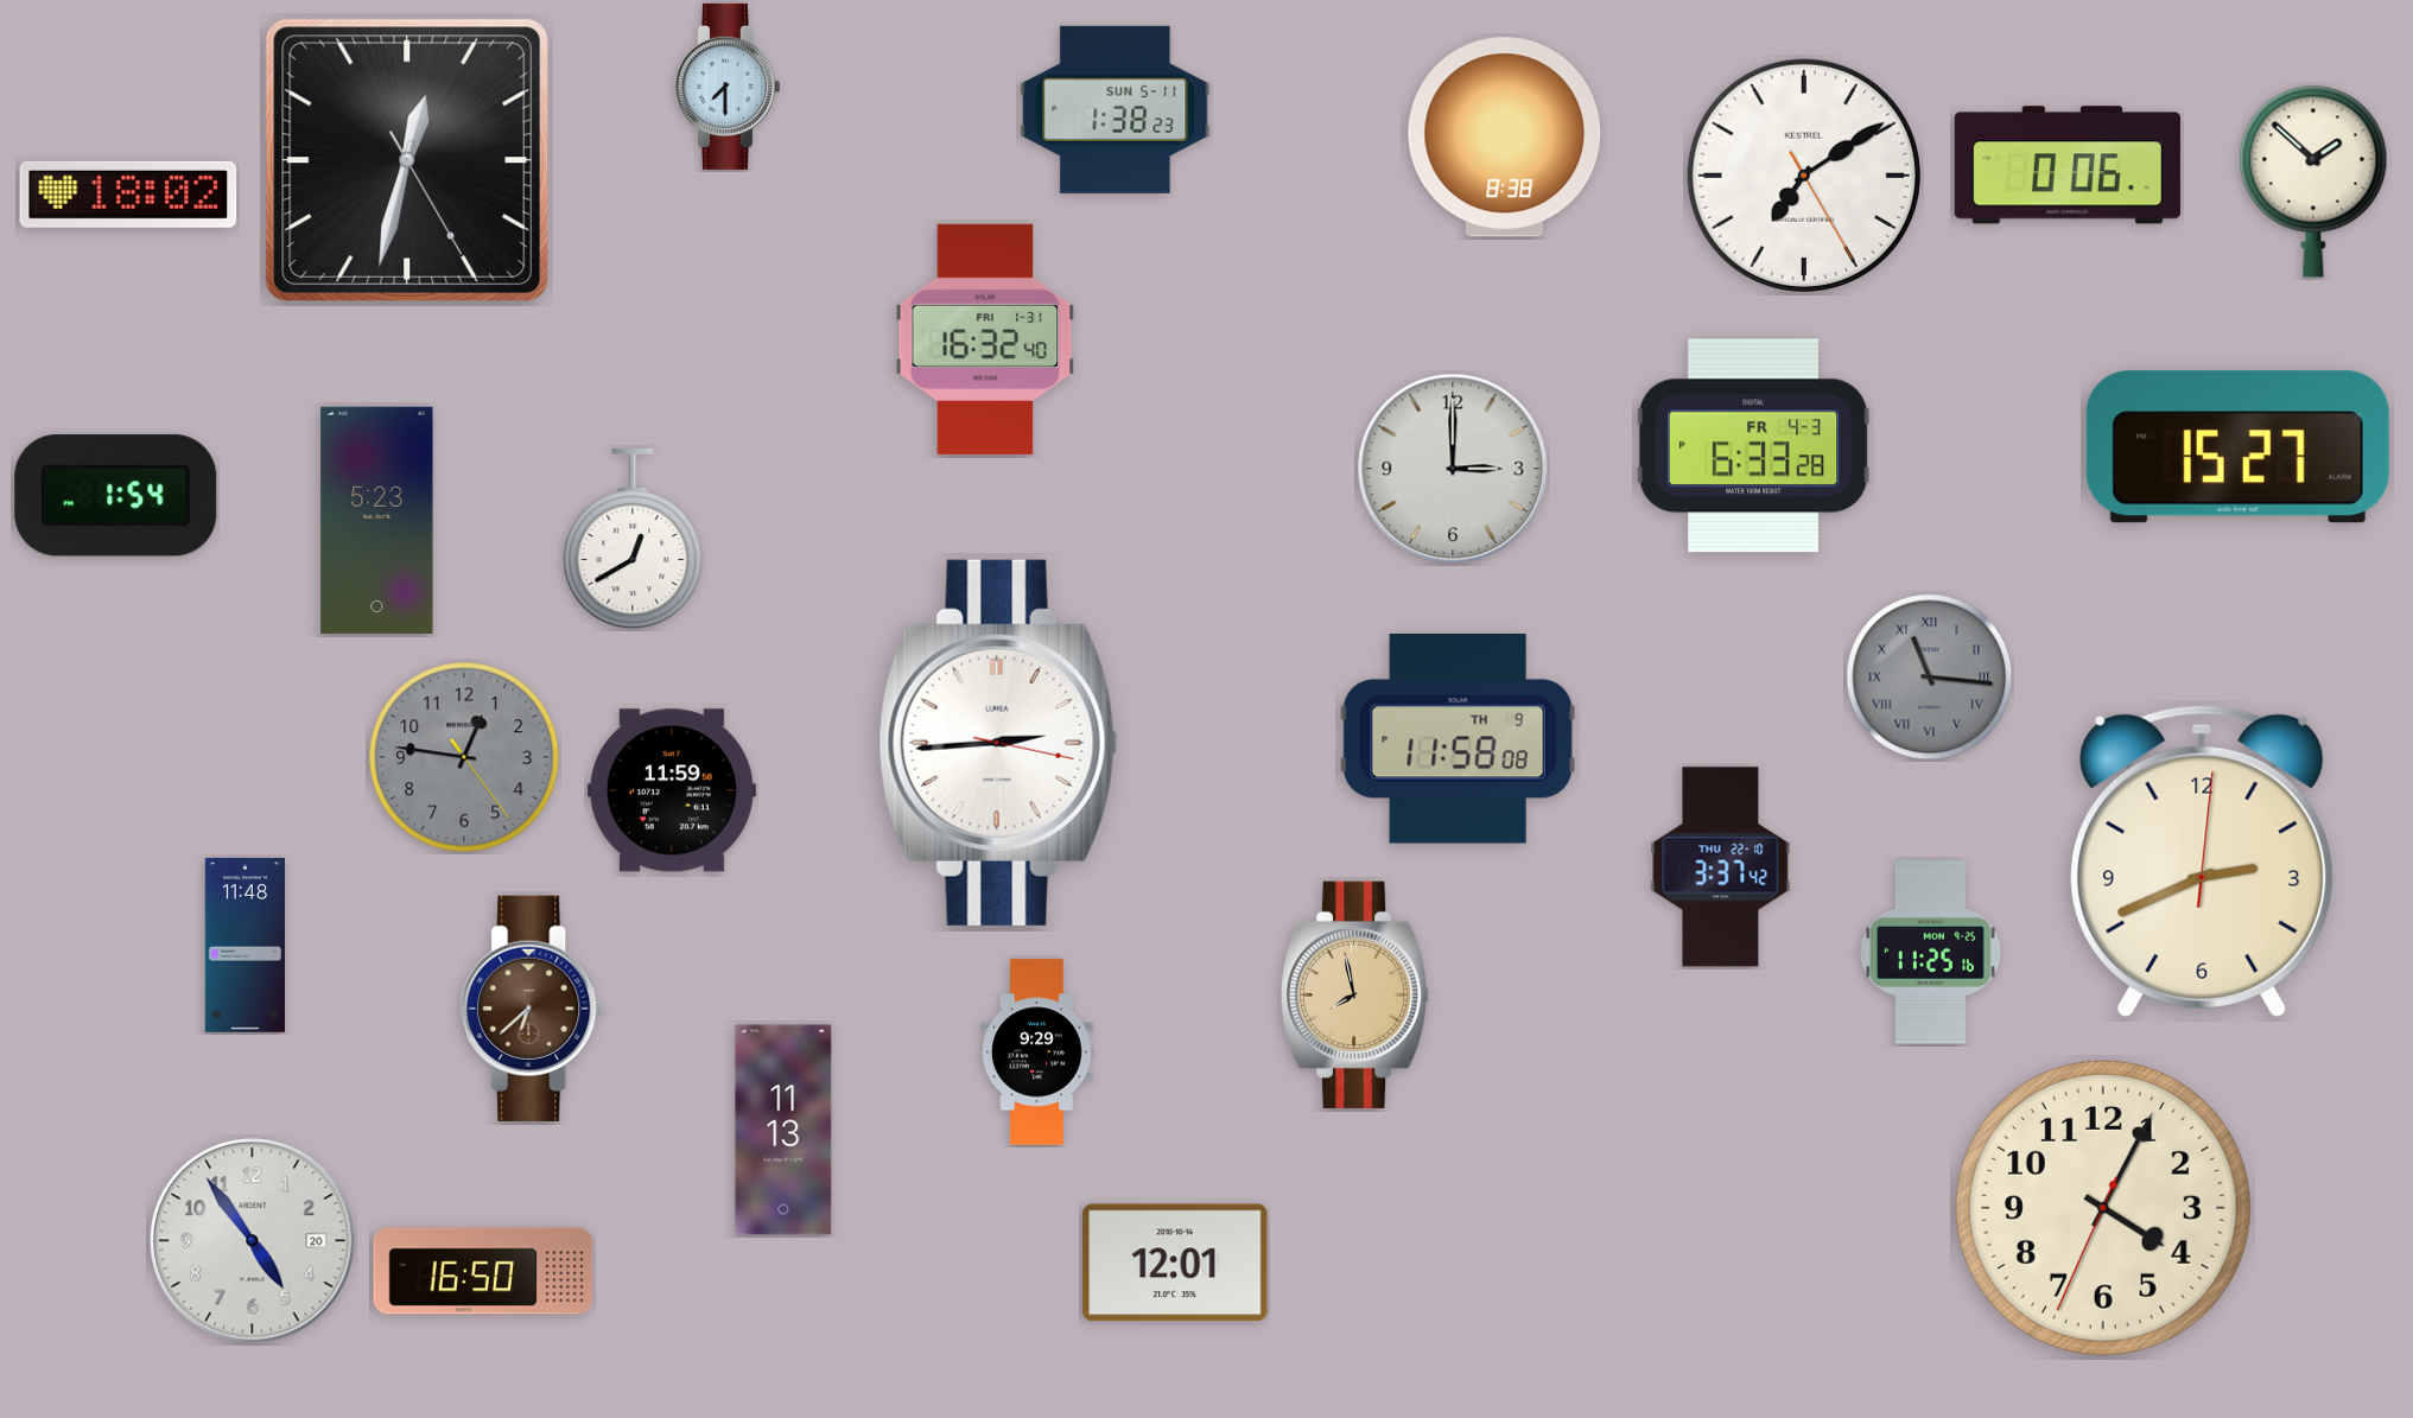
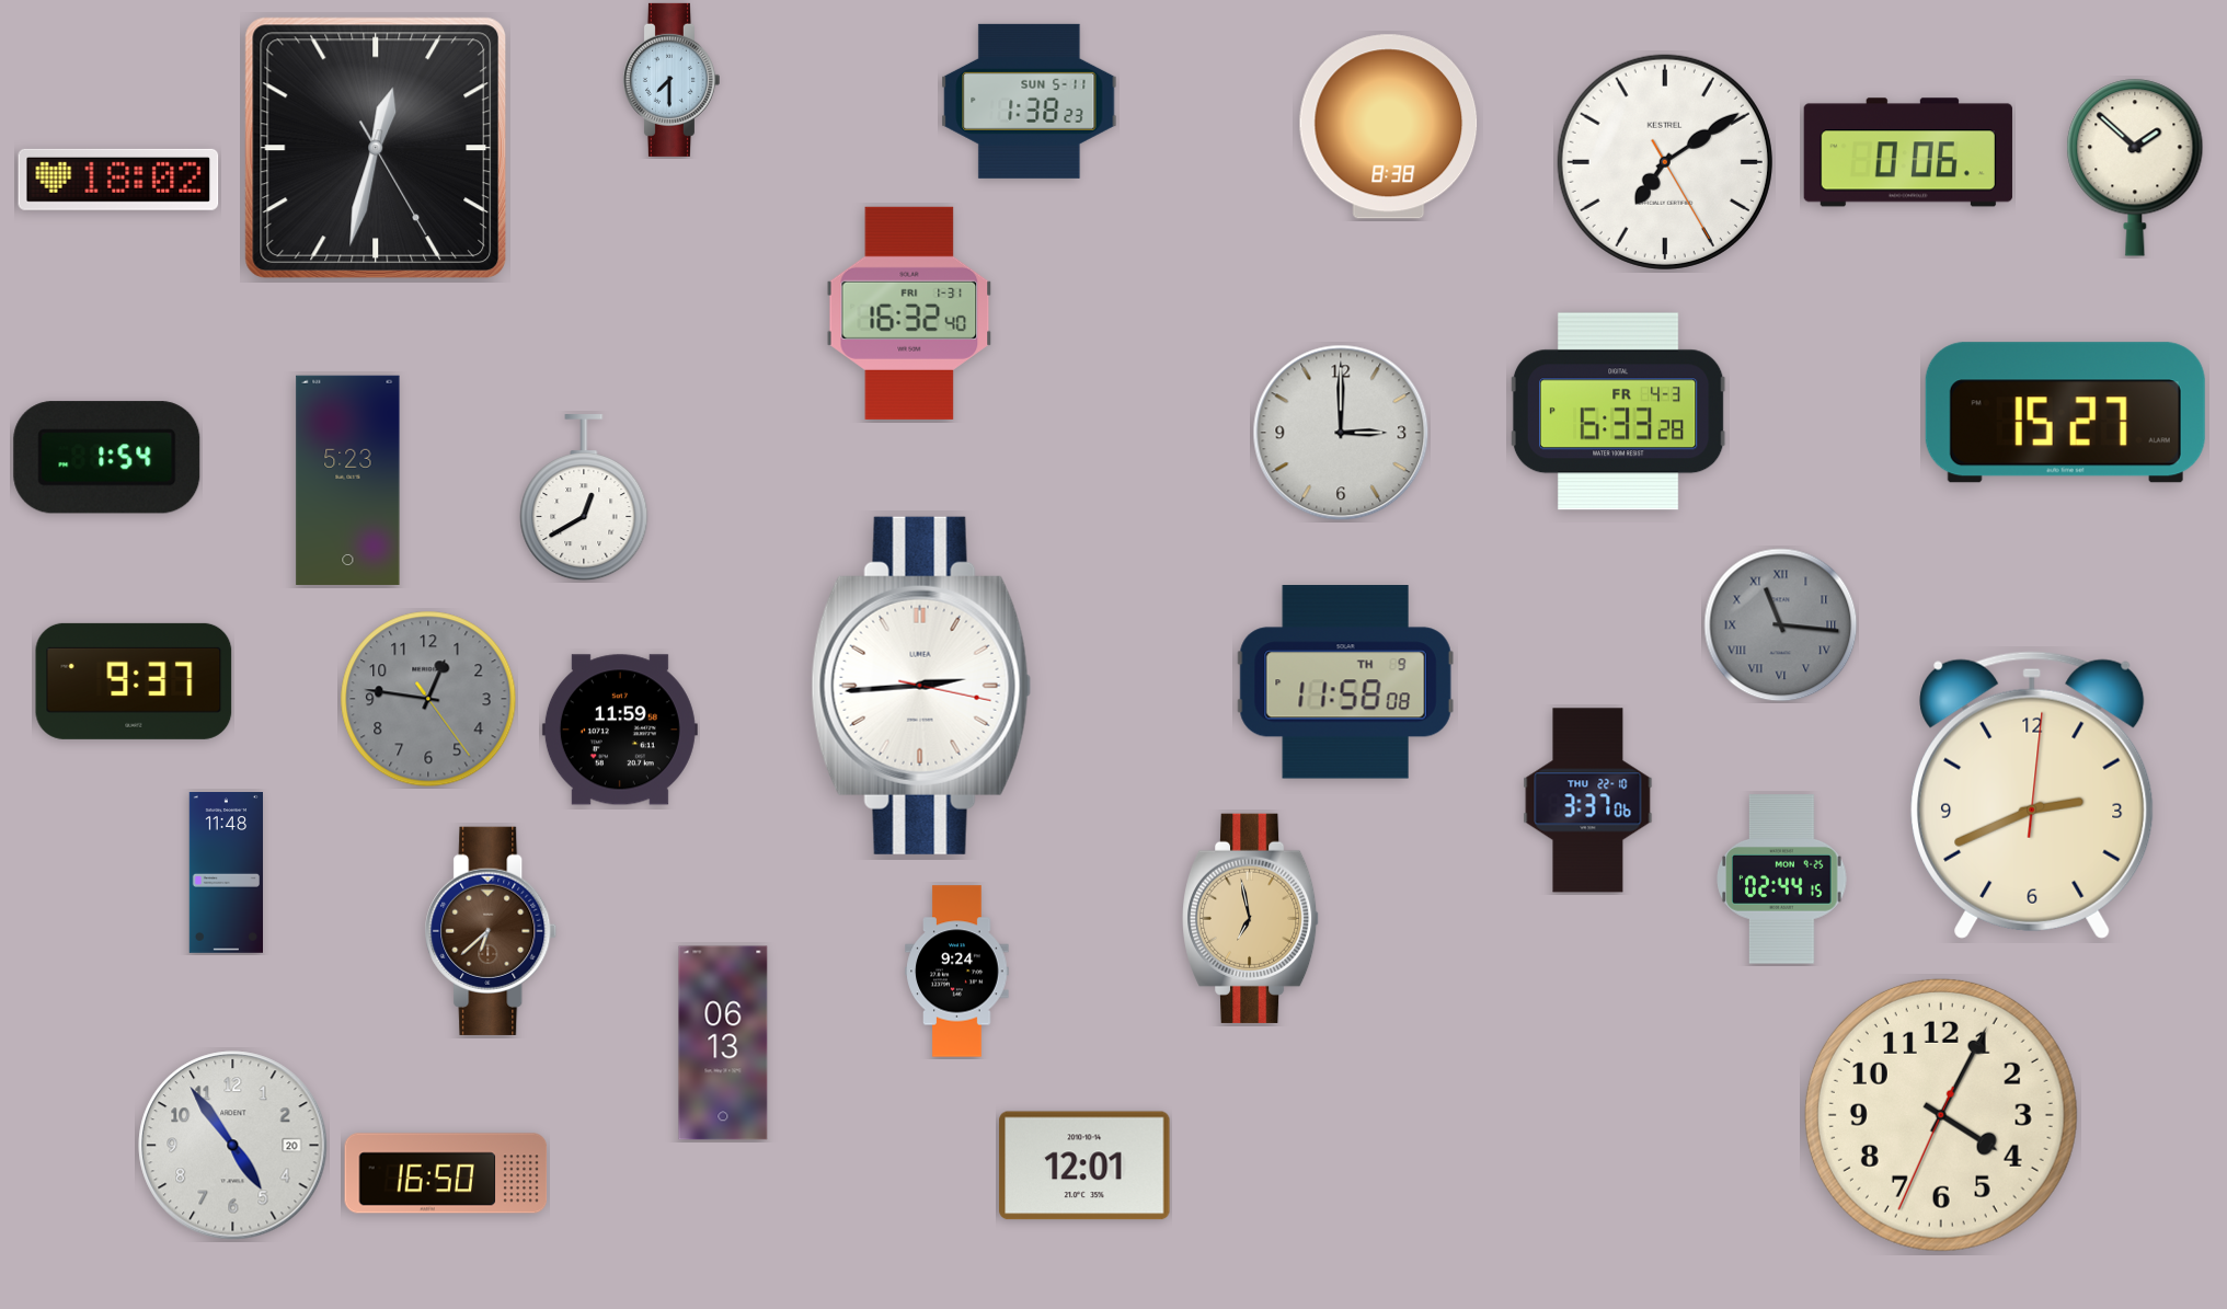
clock at (134, 681): none -> 9:37
clock at (1721, 867): 3:37:42 -> 3:37:06
clock at (1931, 953): 11:25 -> 02:44
clock at (1357, 994): 7:58 -> 6:58
clock at (1037, 1053): 9:29 -> 9:24
clock at (783, 1130): 11:13 -> 06:13
